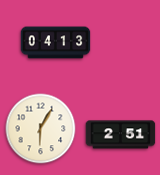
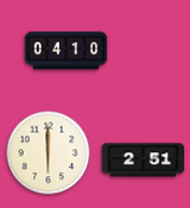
clock at (56, 43): 04:13 -> 04:10
clock at (41, 129): 6:05 -> 6:00
